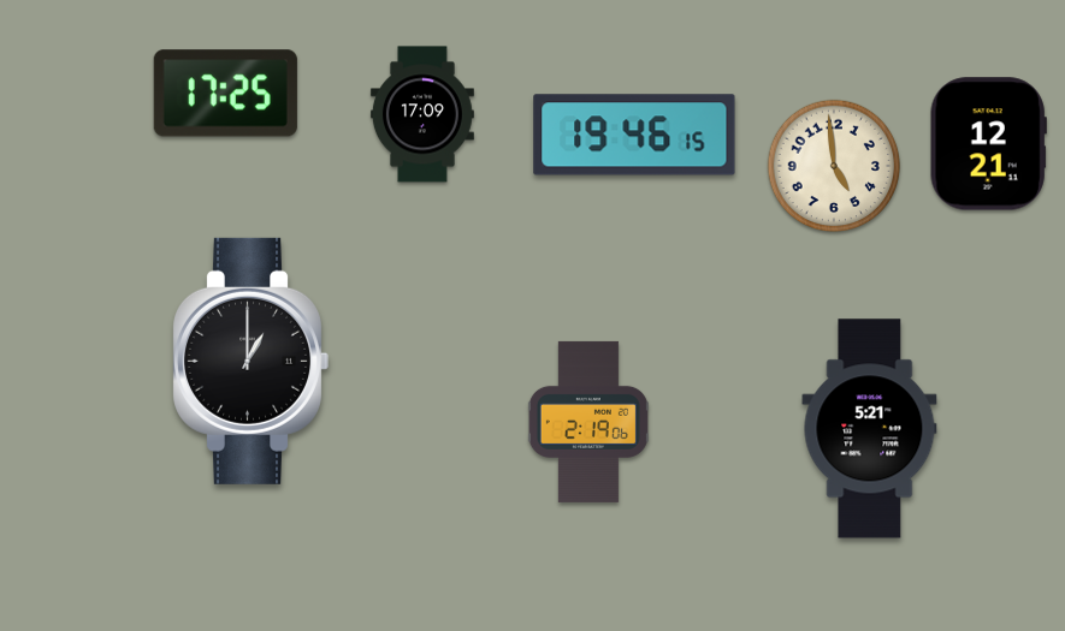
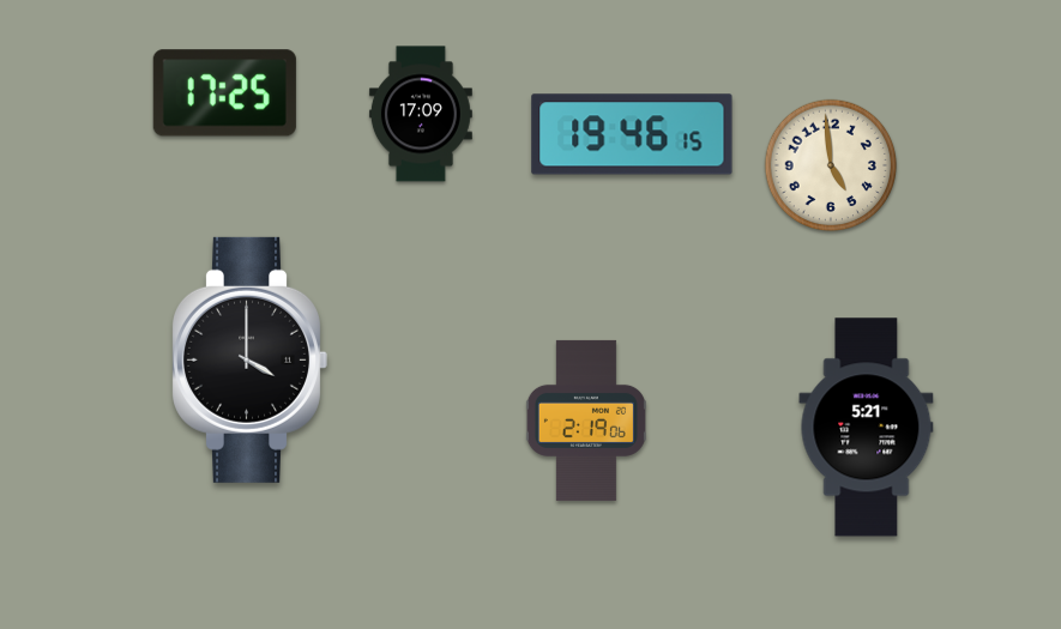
clock at (988, 144): 12:21 -> none
clock at (252, 361): 1:00 -> 4:00
